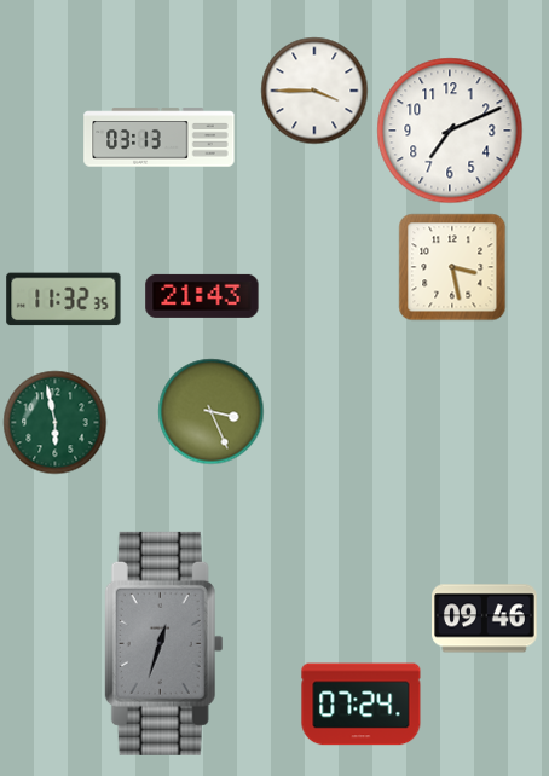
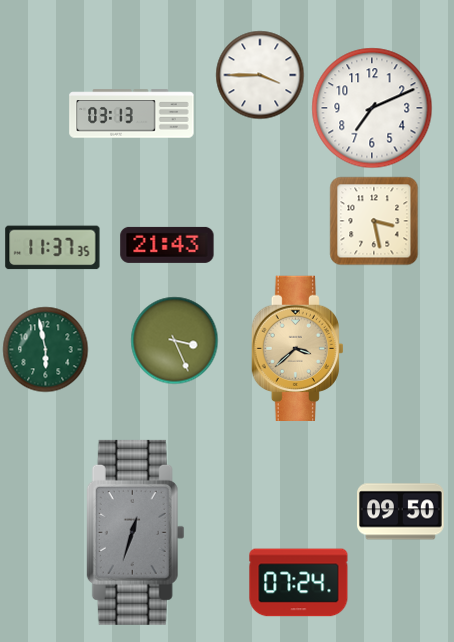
clock at (64, 300): 11:32 -> 11:37
clock at (297, 348): none -> 3:38
clock at (485, 619): 09:46 -> 09:50
